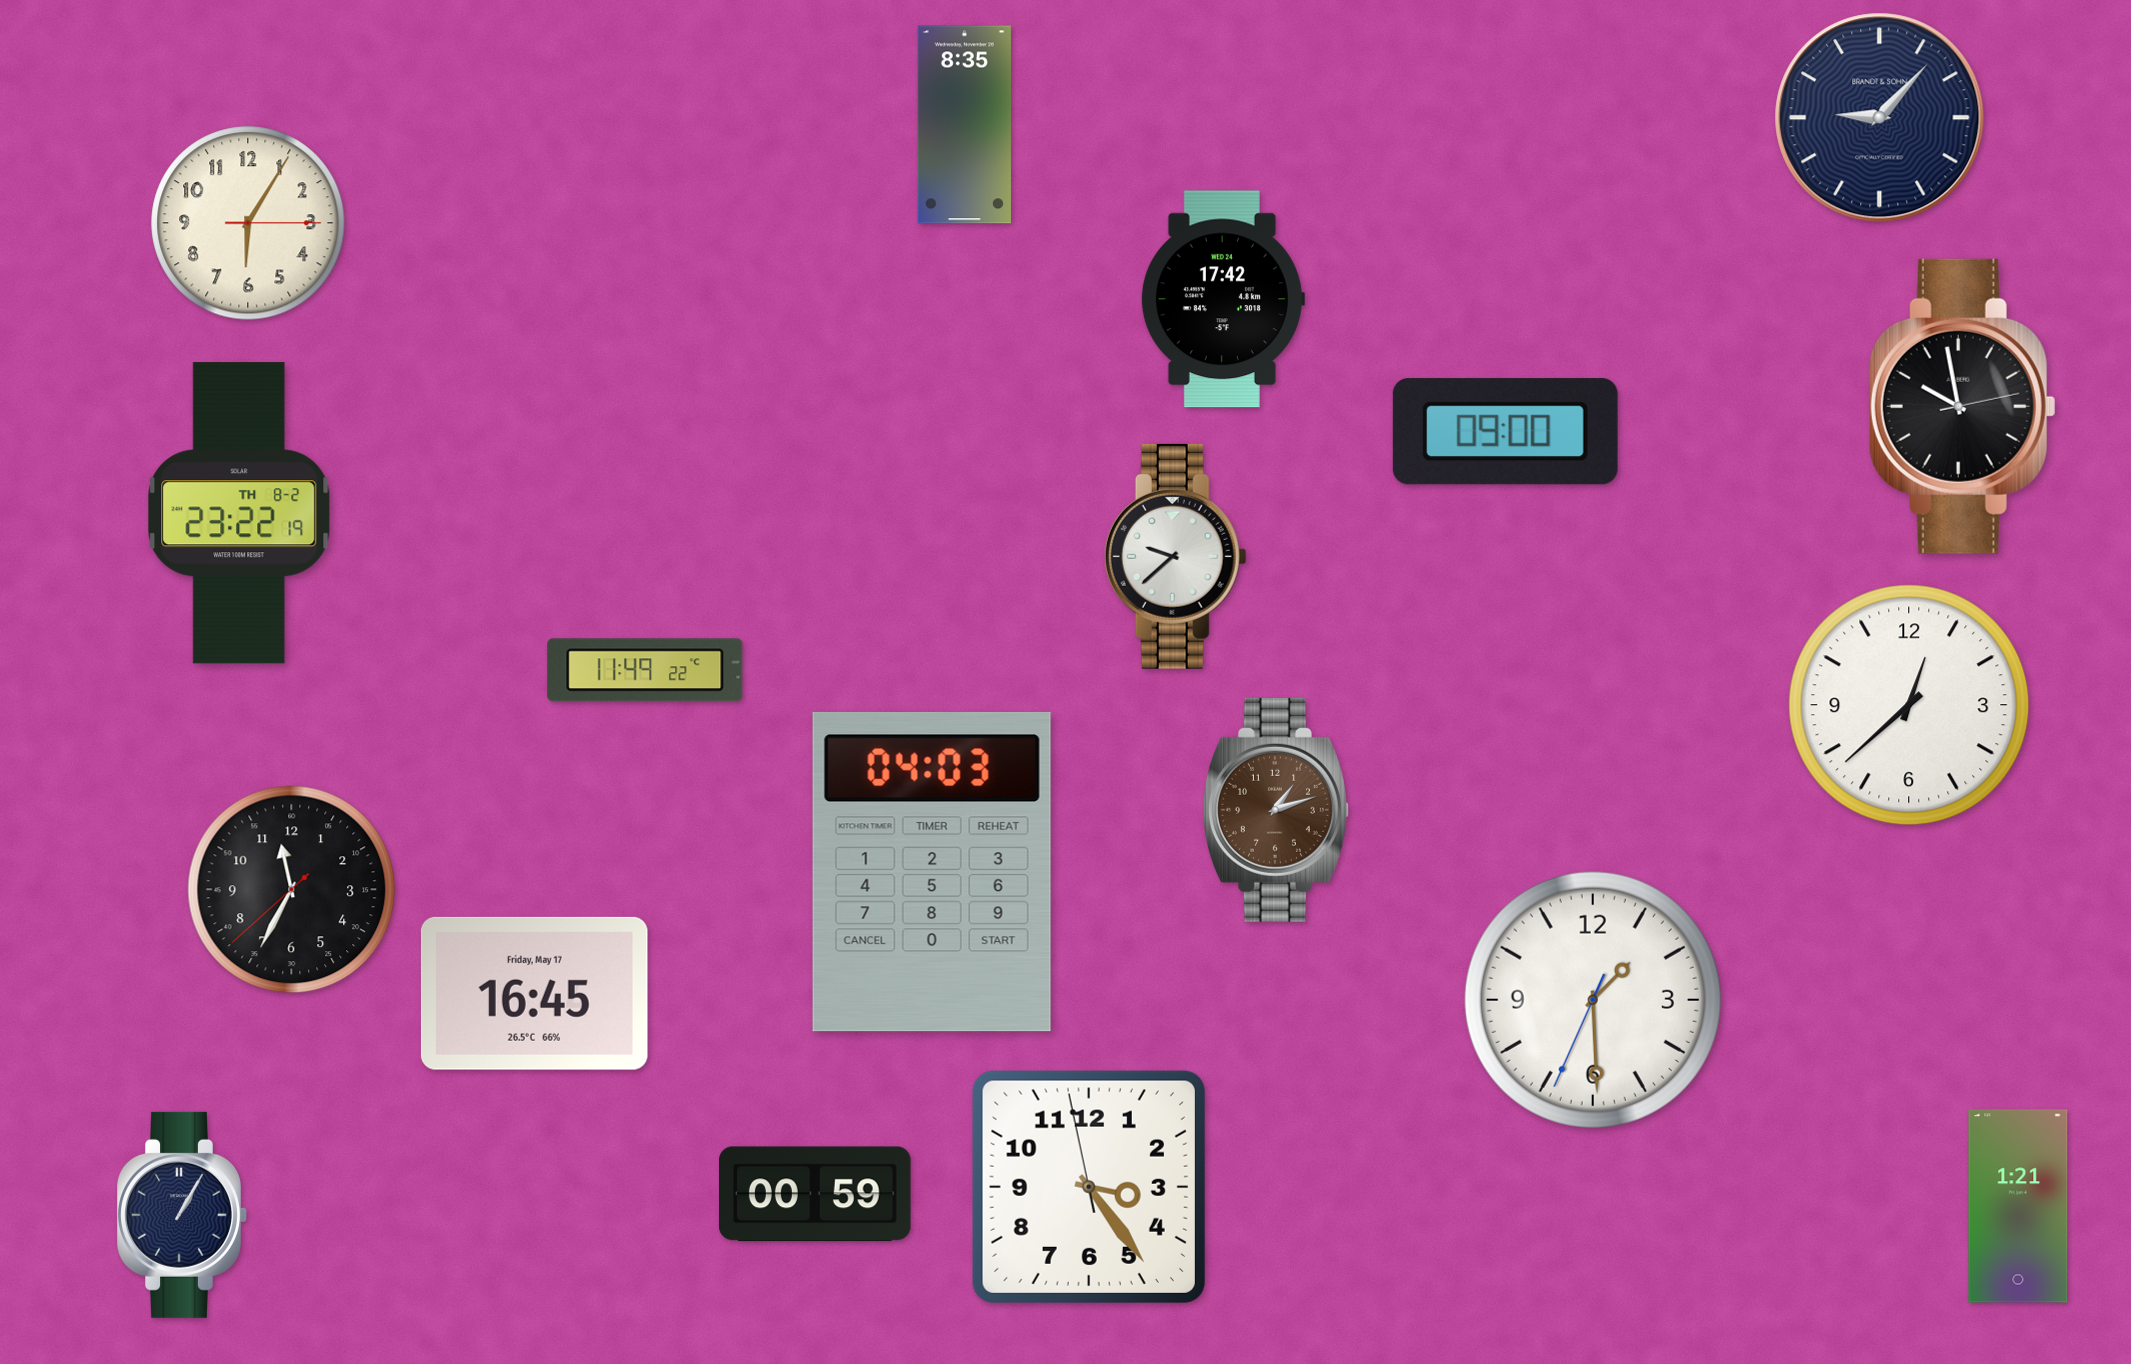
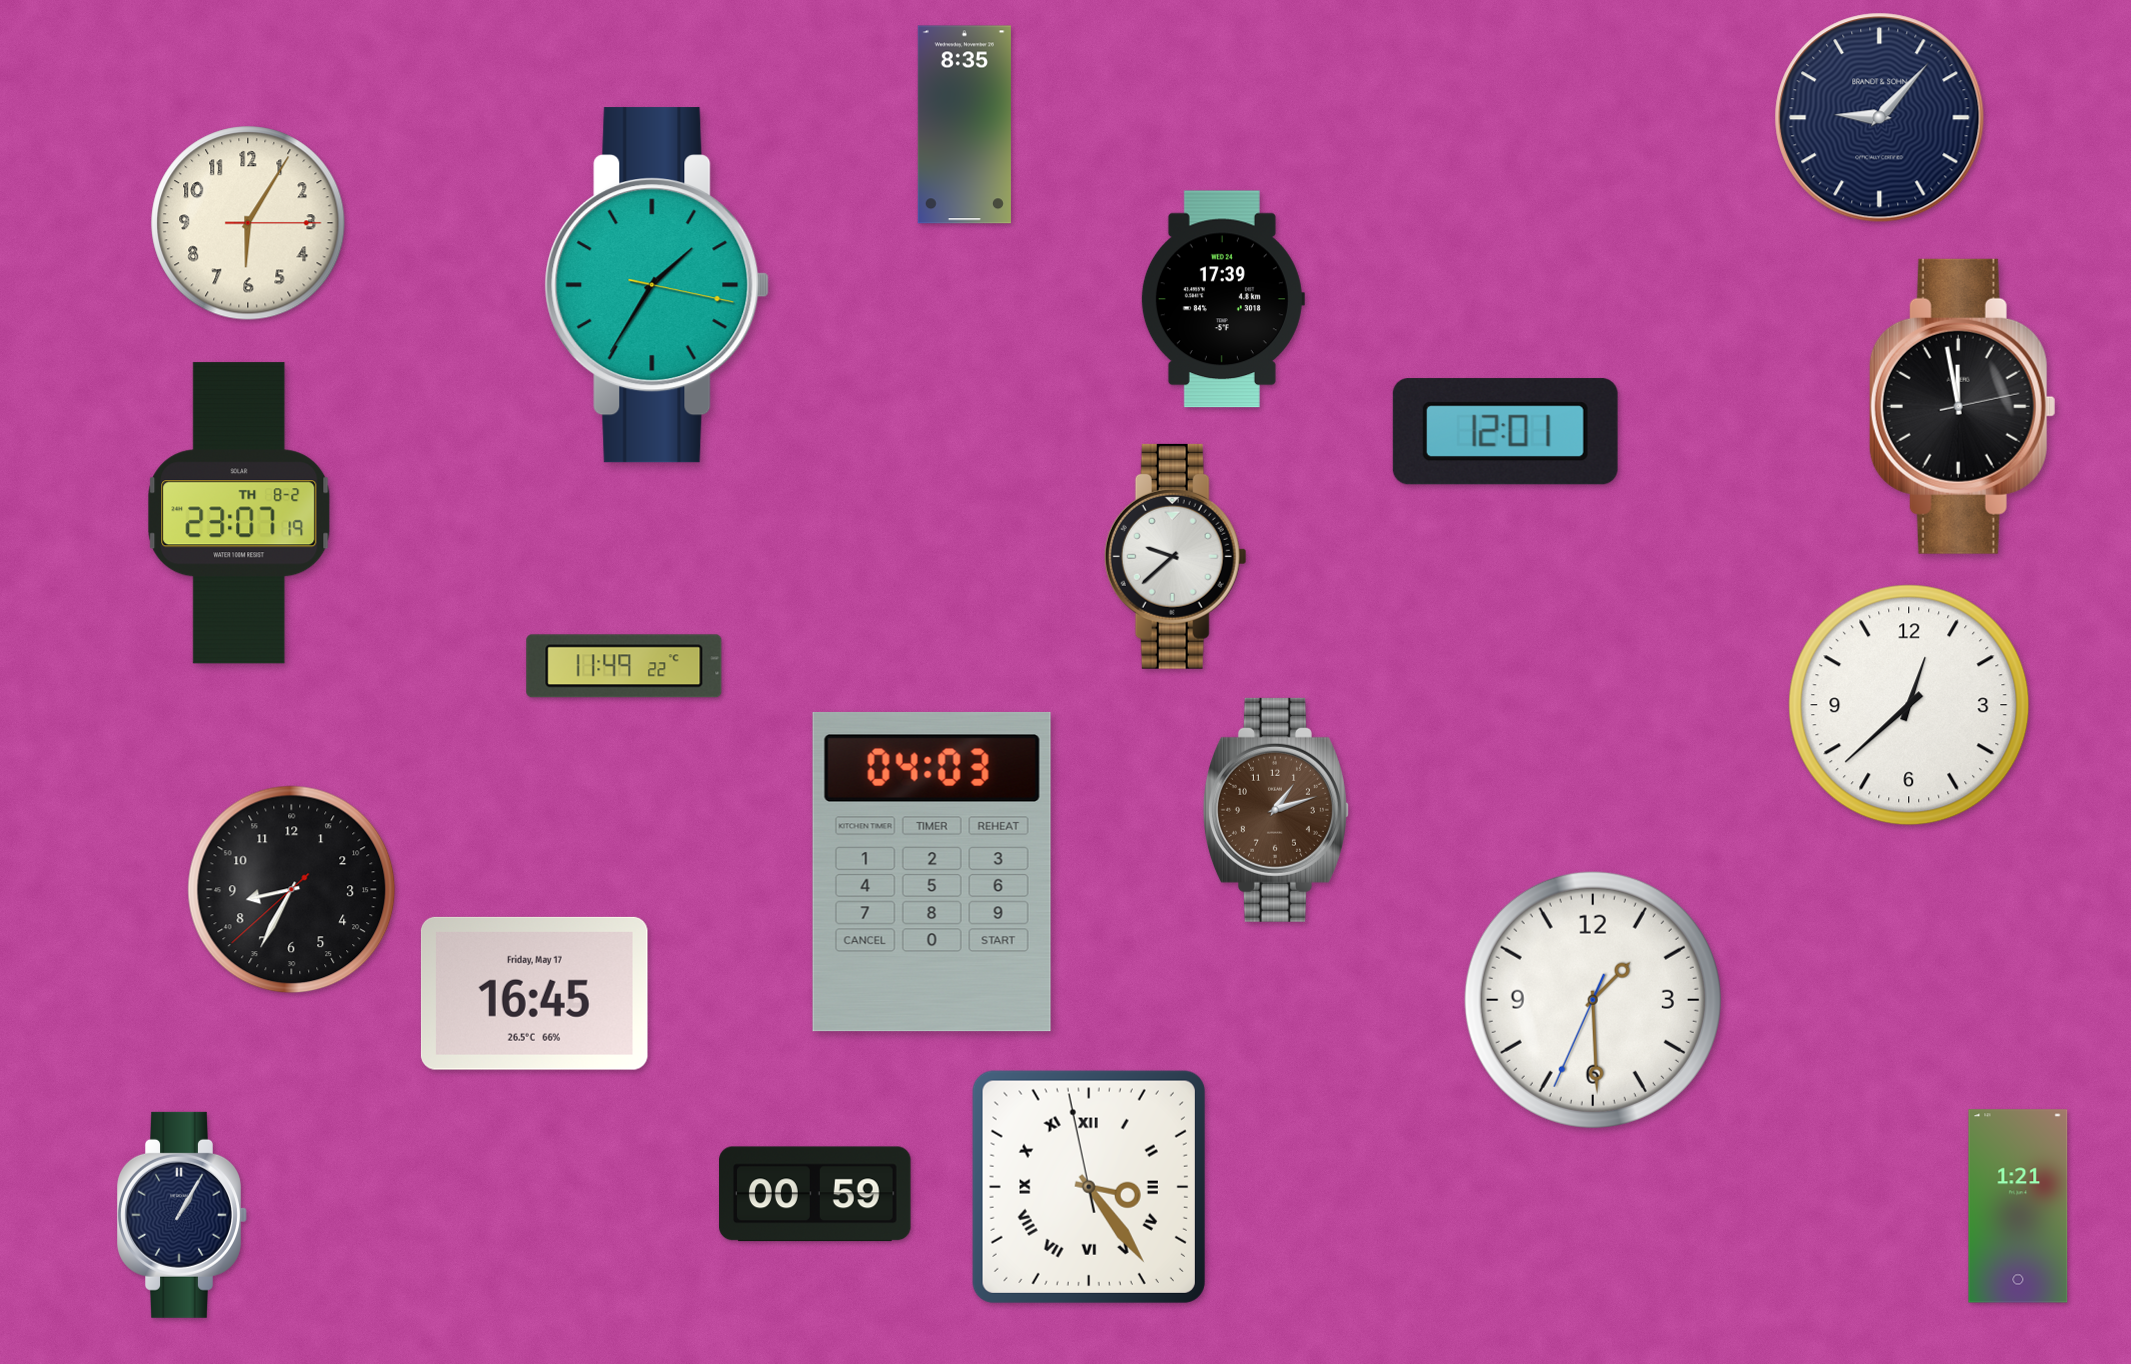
clock at (657, 285): none -> 1:35
clock at (1222, 299): 17:42 -> 17:39
clock at (1962, 406): 9:58 -> 11:58
clock at (1505, 432): 09:00 -> 12:01
clock at (239, 513): 23:22 -> 23:07
clock at (645, 670) position: (645, 670) -> (624, 666)
clock at (292, 890): 11:34 -> 8:34
clock at (1089, 1187) numerals: Arabic -> Roman
